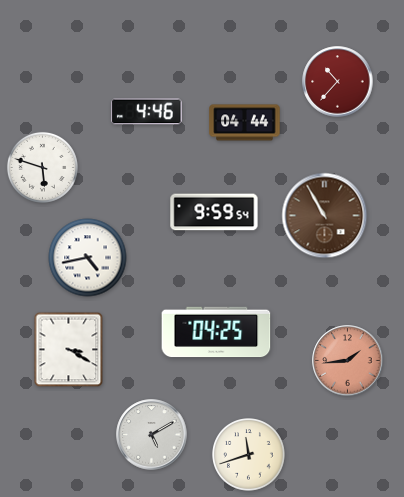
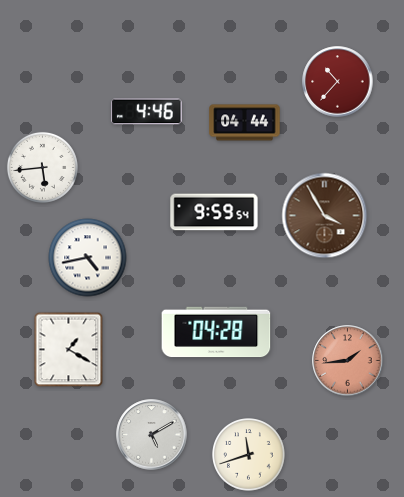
clock at (42, 167): 5:48 -> 5:44
clock at (325, 216): 10:55 -> 3:55
clock at (216, 332): 04:25 -> 04:28
clock at (69, 350): 3:20 -> 1:20
